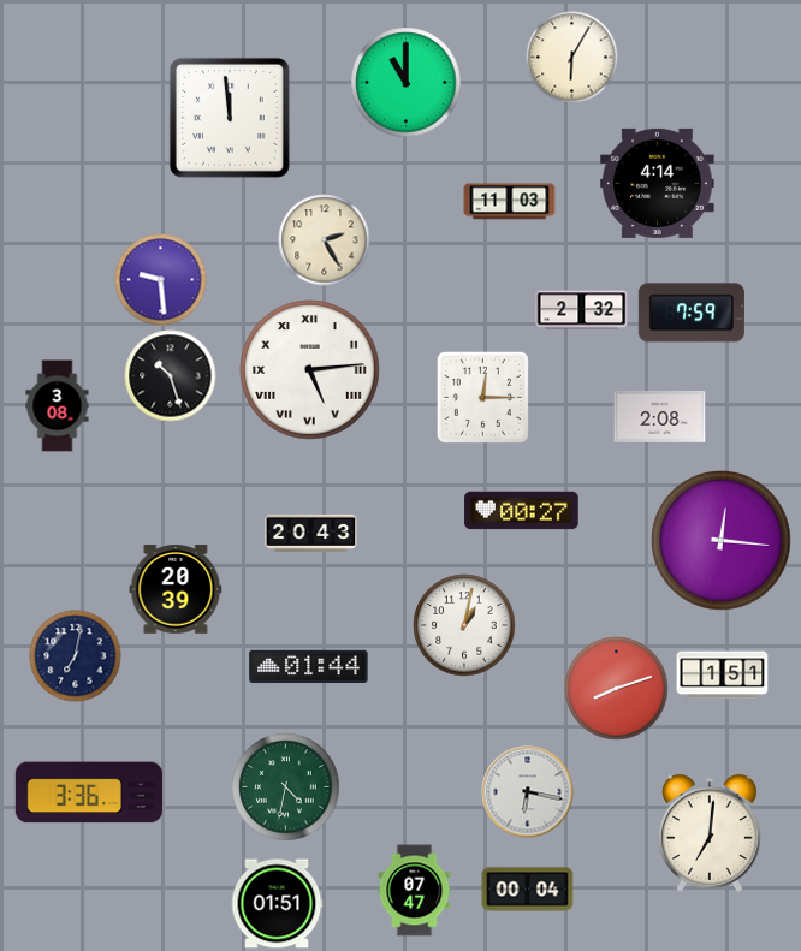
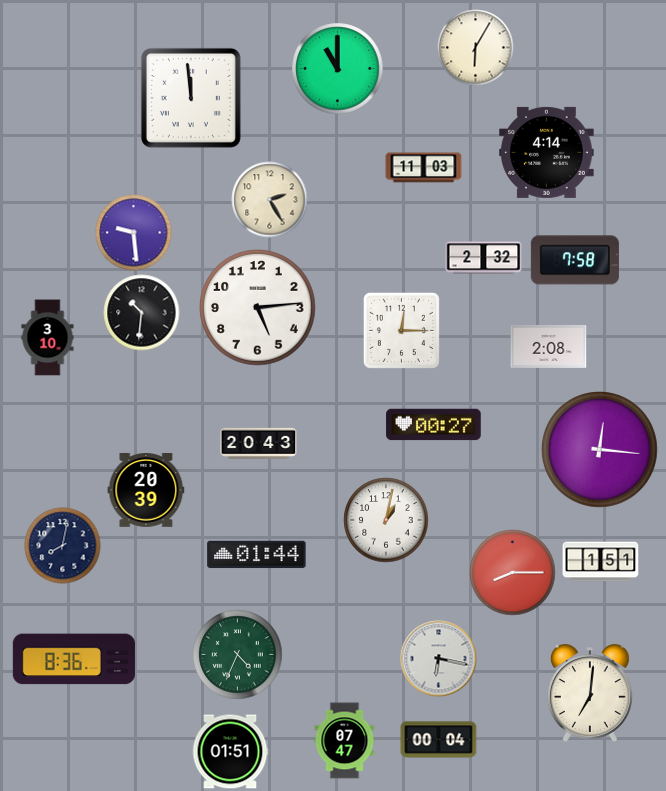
clock at (692, 313): 7:59 -> 7:58
clock at (310, 370) numerals: Roman -> Arabic
clock at (171, 376): 10:27 -> 10:31
clock at (58, 406): 3:08 -> 3:10
clock at (76, 656): 7:02 -> 8:02
clock at (617, 689): 8:12 -> 8:15
clock at (286, 787): 4:32 -> 4:34
clock at (89, 792): 3:36 -> 8:36
